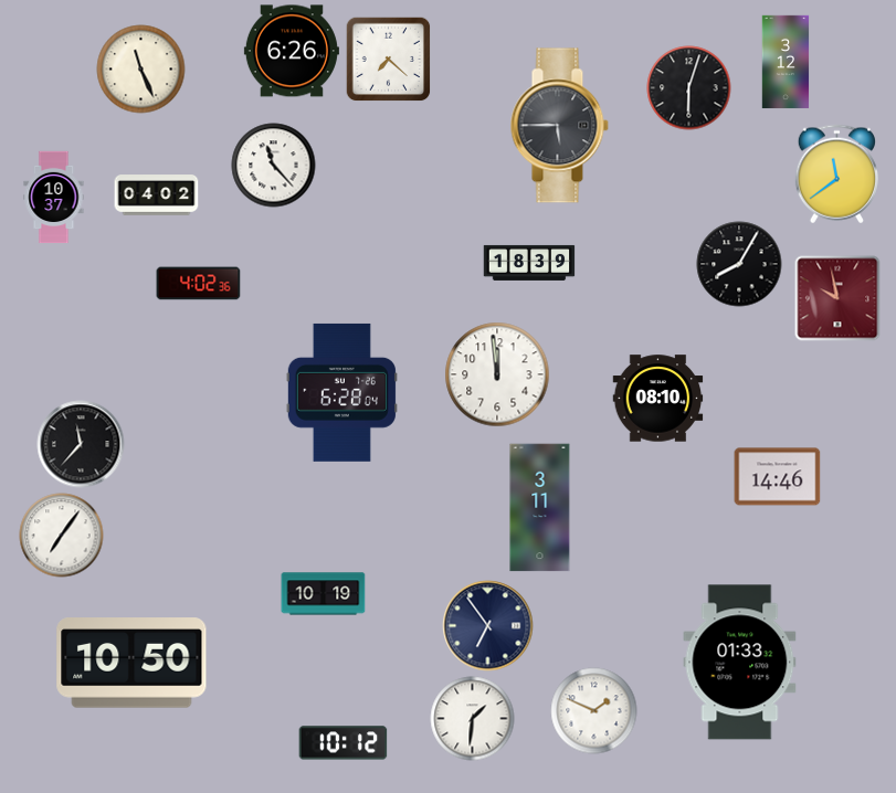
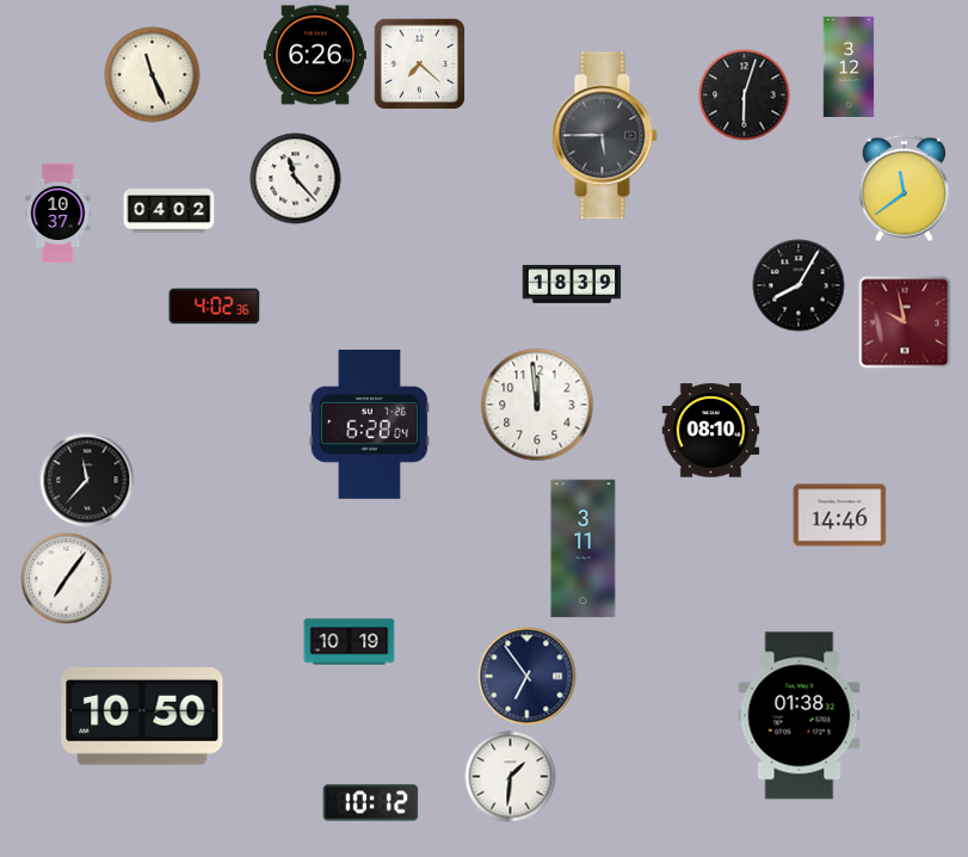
clock at (740, 663): 01:33 -> 01:38
clock at (594, 711): 1:49 -> none
